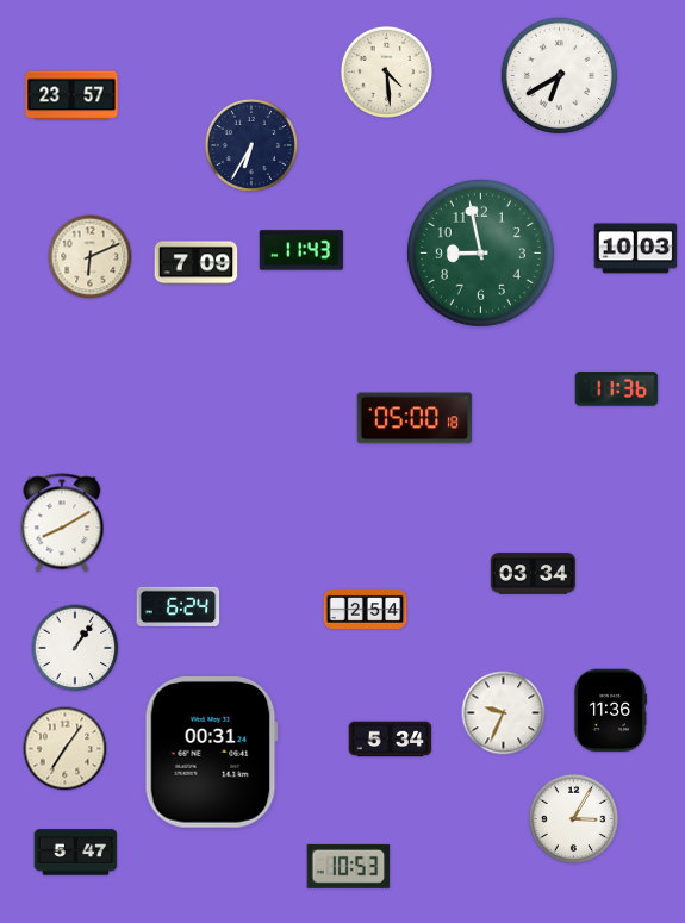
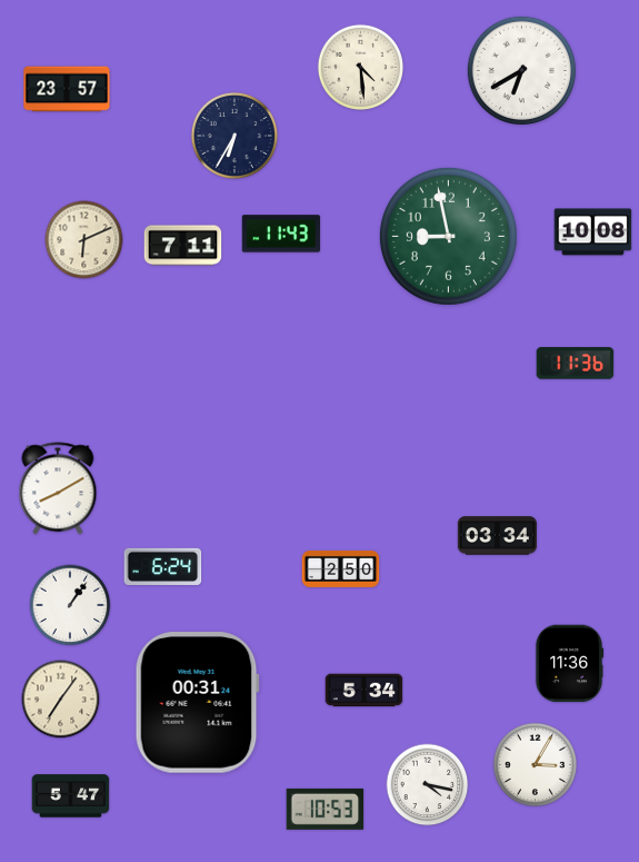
clock at (636, 249): 10:03 -> 10:08
clock at (197, 263): 7:09 -> 7:11
clock at (415, 418): 05:00 -> none
clock at (179, 606) position: (179, 606) -> (163, 566)
clock at (366, 609): 2:54 -> 2:50
clock at (504, 713): 9:34 -> none
clock at (428, 785): none -> 4:17
